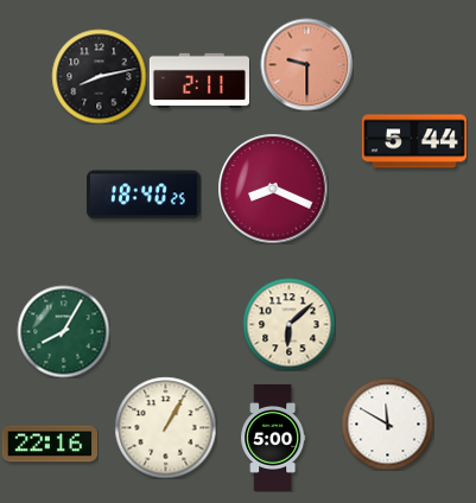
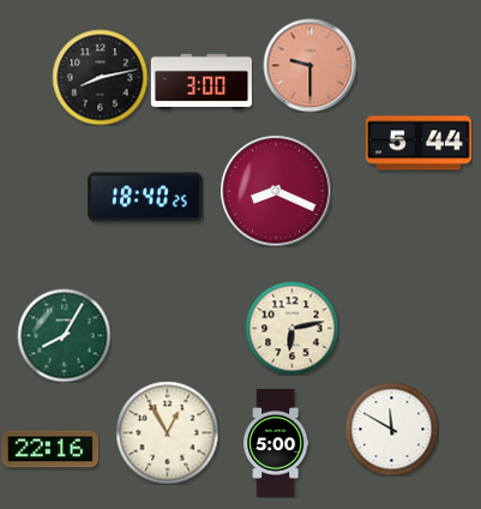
clock at (199, 81): 2:11 -> 3:00
clock at (288, 324): 6:08 -> 6:13
clock at (165, 427): 1:05 -> 12:55
